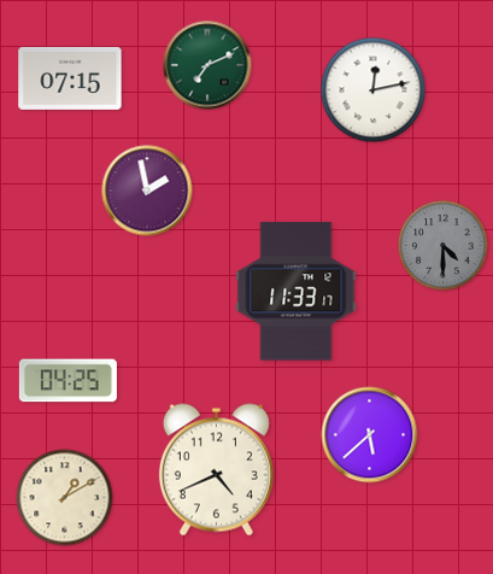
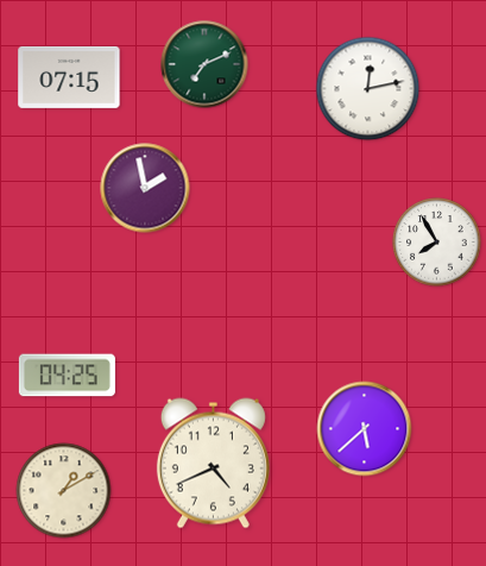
clock at (444, 246): 4:30 -> 7:55
clock at (444, 246) dial: grey -> white
clock at (297, 292): 11:33 -> none
